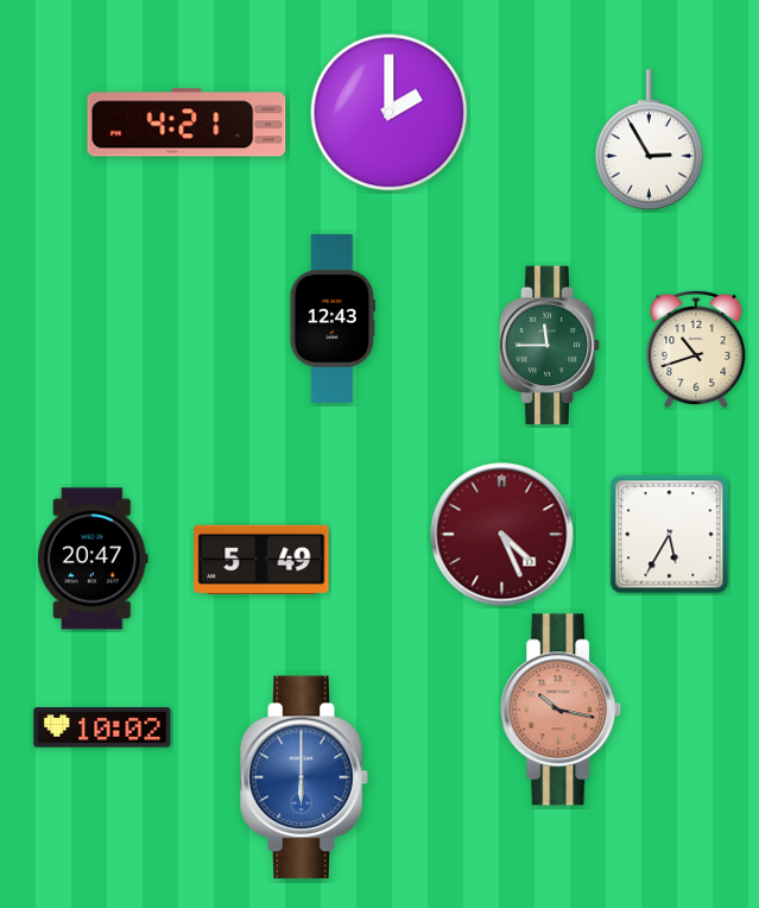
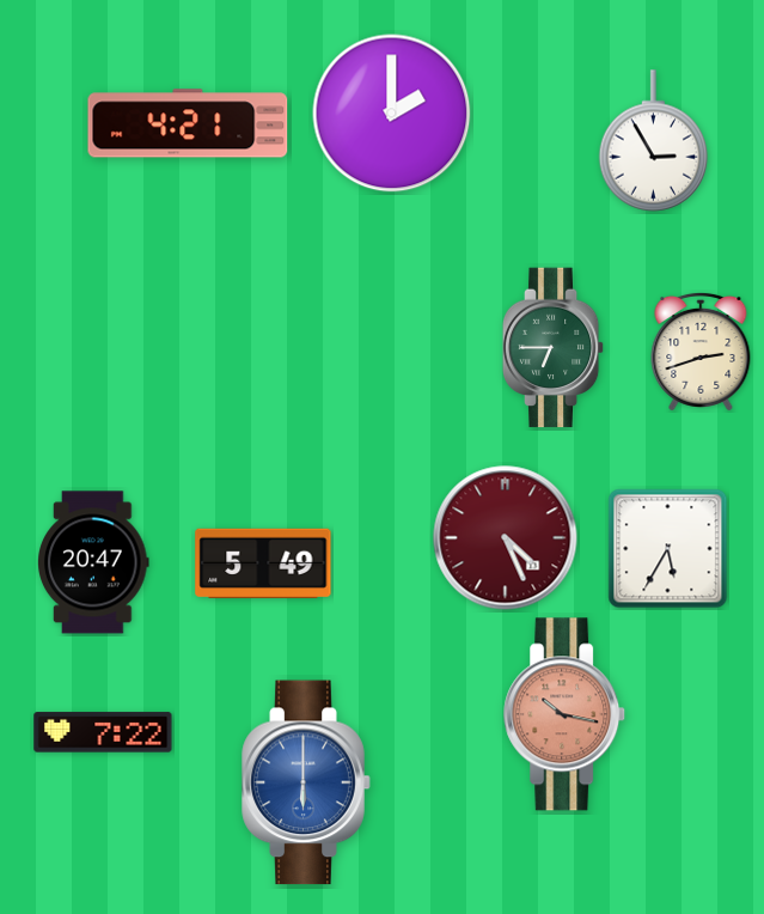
clock at (333, 319): 12:43 -> none
clock at (550, 346): 11:45 -> 6:45
clock at (696, 349): 10:42 -> 2:42
clock at (670, 535) position: (670, 535) -> (668, 549)
clock at (102, 727): 10:02 -> 7:22
